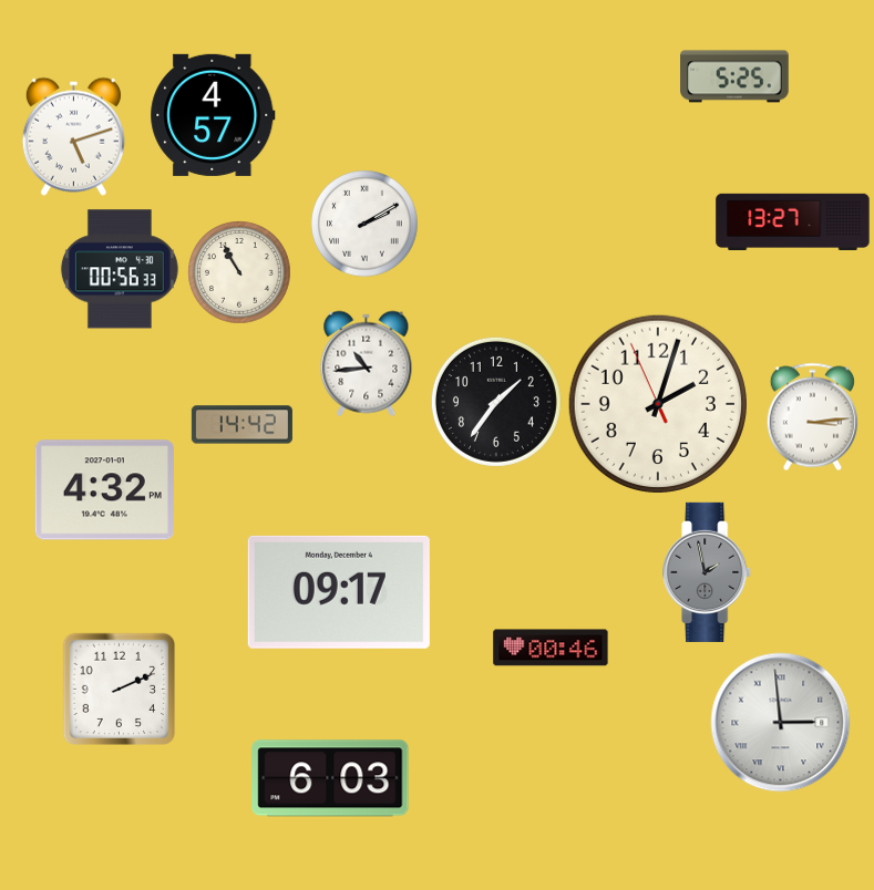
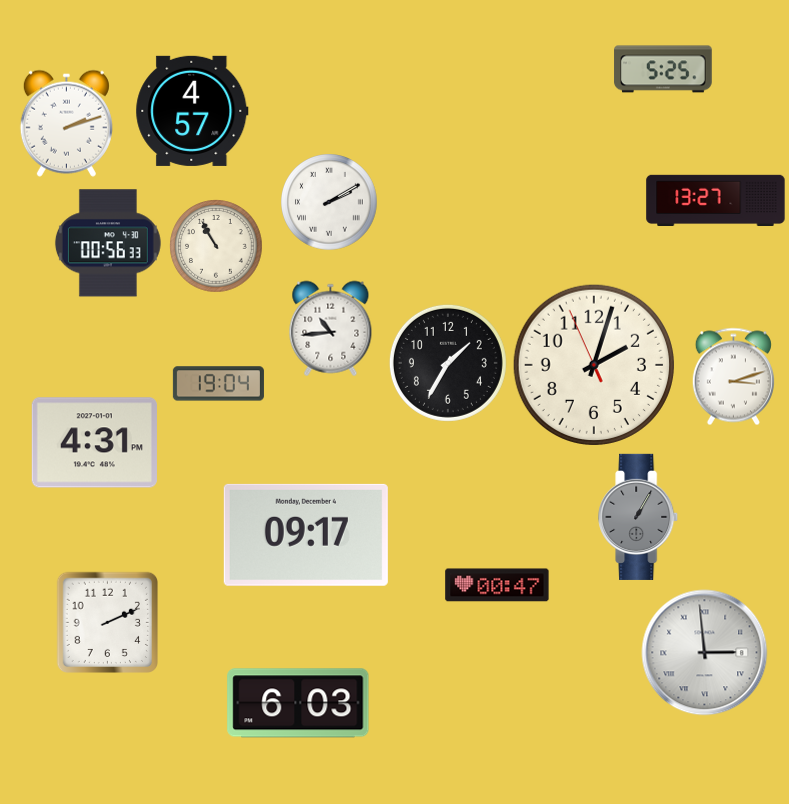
clock at (213, 115) position: (213, 115) -> (192, 111)
clock at (73, 136): 5:12 -> 2:12
clock at (496, 402): 1:36 -> 1:35
clock at (812, 417): 3:14 -> 3:12
clock at (241, 425): 14:42 -> 19:04
clock at (104, 490): 4:32 -> 4:31
clock at (708, 572): 1:58 -> 1:05
clock at (551, 648): 00:46 -> 00:47
